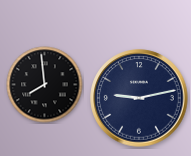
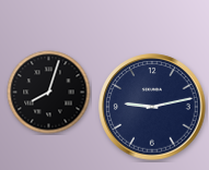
clock at (45, 85): 7:59 -> 8:03
